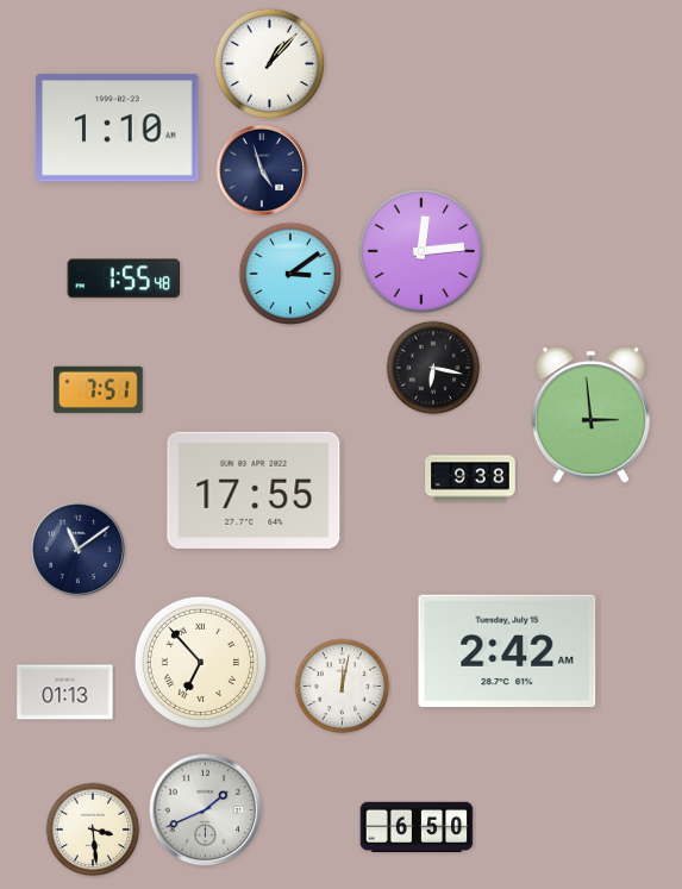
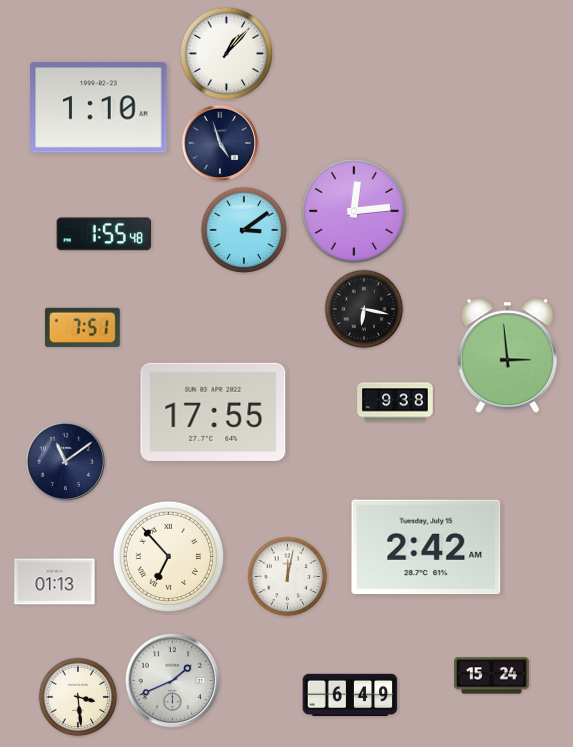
clock at (590, 415) position: (590, 415) -> (507, 356)
clock at (492, 676): none -> 15:24
clock at (417, 827): 6:50 -> 6:49
